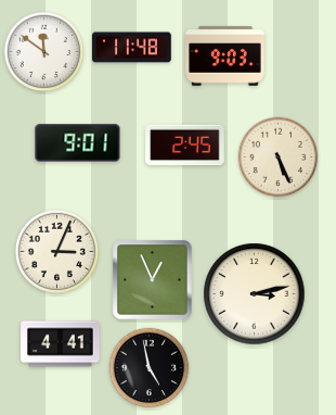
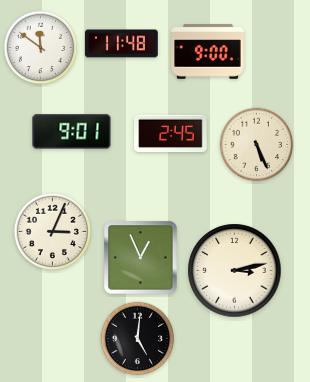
clock at (225, 56): 9:03 -> 9:00
clock at (61, 344): 4:41 -> none
clock at (150, 368): 4:58 -> 5:01
